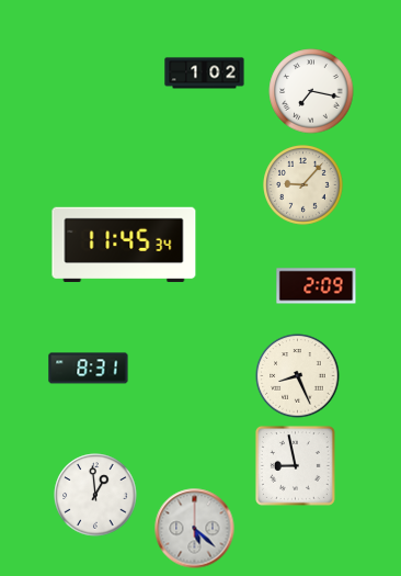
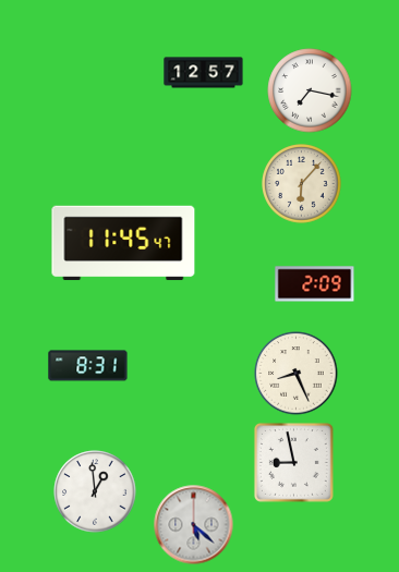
clock at (205, 74): 1:02 -> 12:57
clock at (303, 185): 9:07 -> 6:07
clock at (124, 245): 11:45:34 -> 11:45:47
